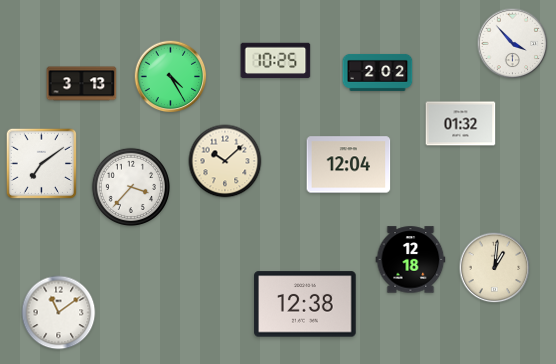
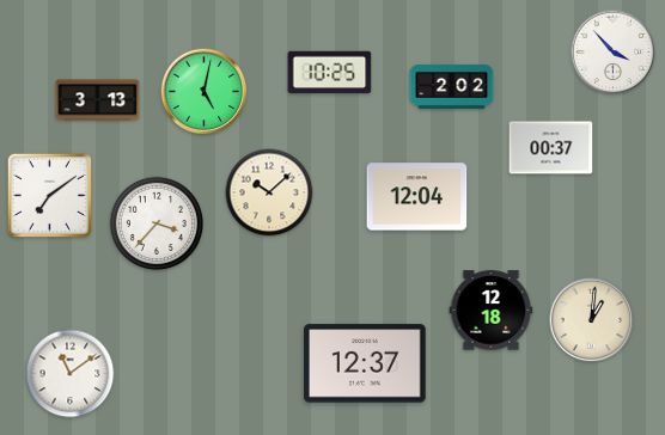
clock at (171, 77): 4:25 -> 5:02
clock at (461, 124): 01:32 -> 00:37
clock at (305, 304): 12:38 -> 12:37
